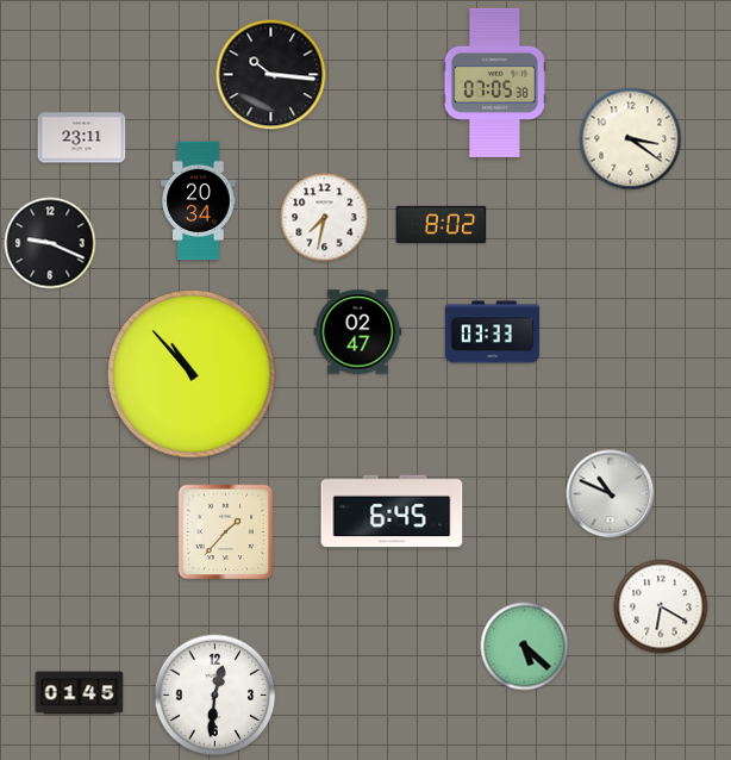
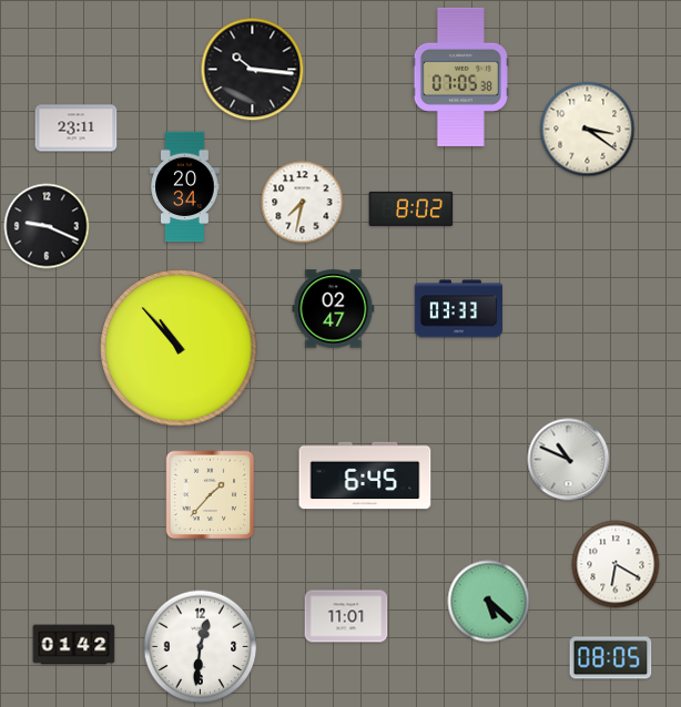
clock at (346, 616): none -> 11:01
clock at (80, 693): 01:45 -> 01:42
clock at (611, 658): none -> 08:05
